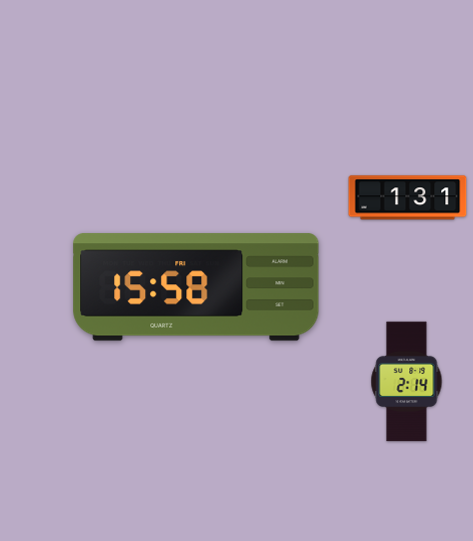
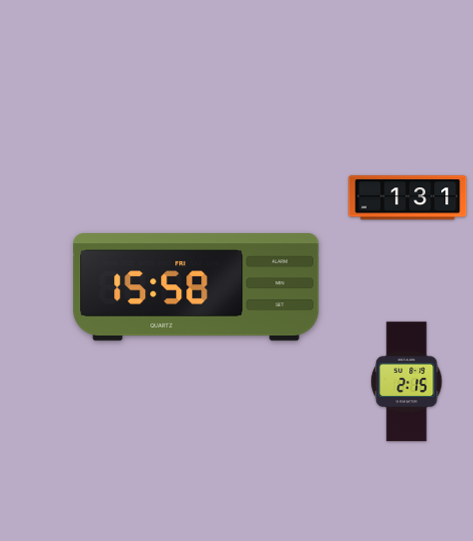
clock at (407, 382): 2:14 -> 2:15
